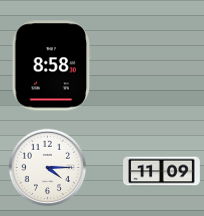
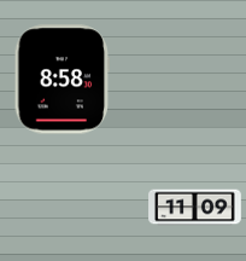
clock at (47, 167): 4:15 -> none
